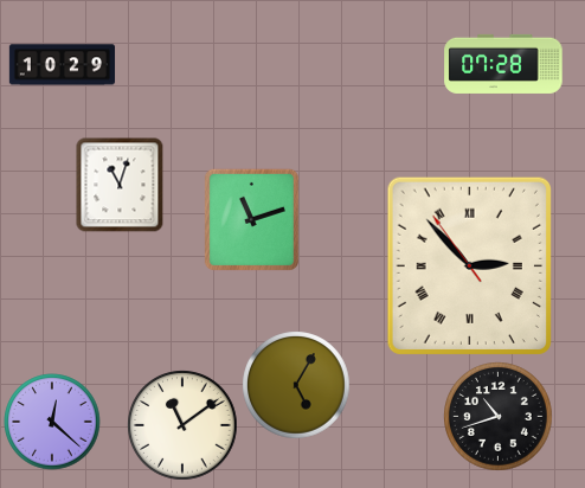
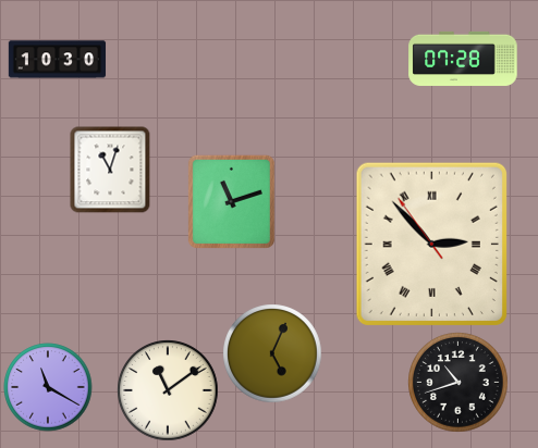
clock at (63, 65): 10:29 -> 10:30
clock at (296, 385): 5:05 -> 5:04
clock at (52, 422): 12:22 -> 11:20
